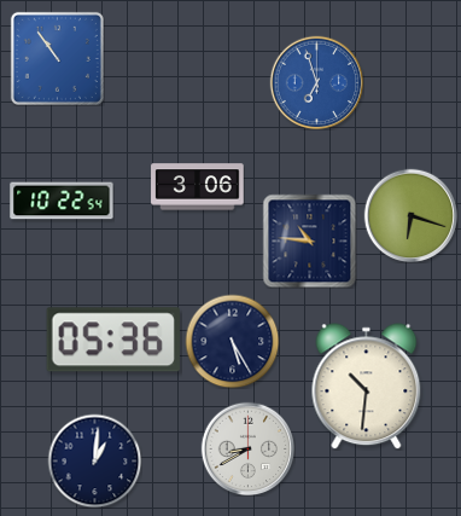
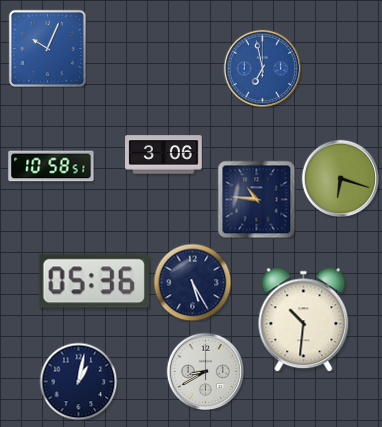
clock at (57, 58): 10:54 -> 10:04
clock at (316, 82): 6:57 -> 6:58
clock at (62, 201): 10:22 -> 10:58
clock at (94, 460): 1:01 -> 1:02
